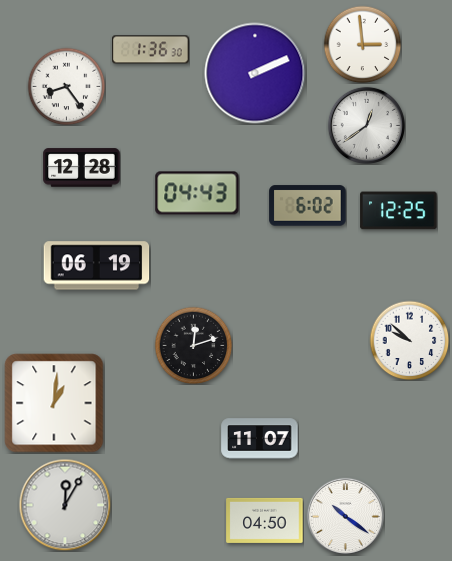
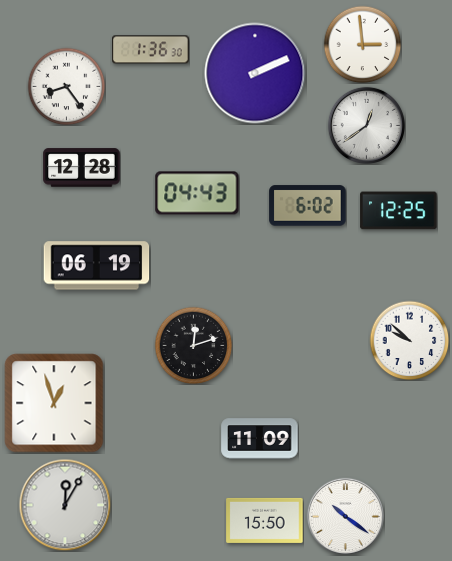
clock at (54, 403): 1:01 -> 12:57
clock at (260, 439): 11:07 -> 11:09
clock at (265, 520): 04:50 -> 15:50
